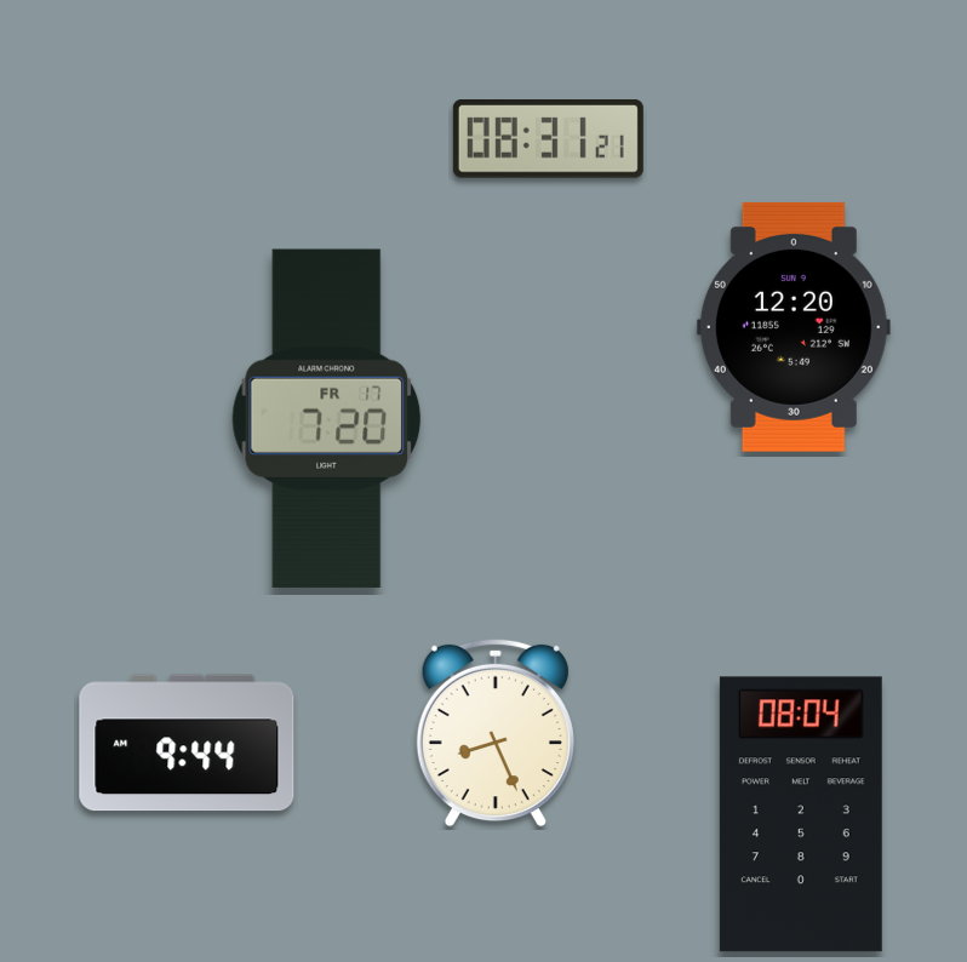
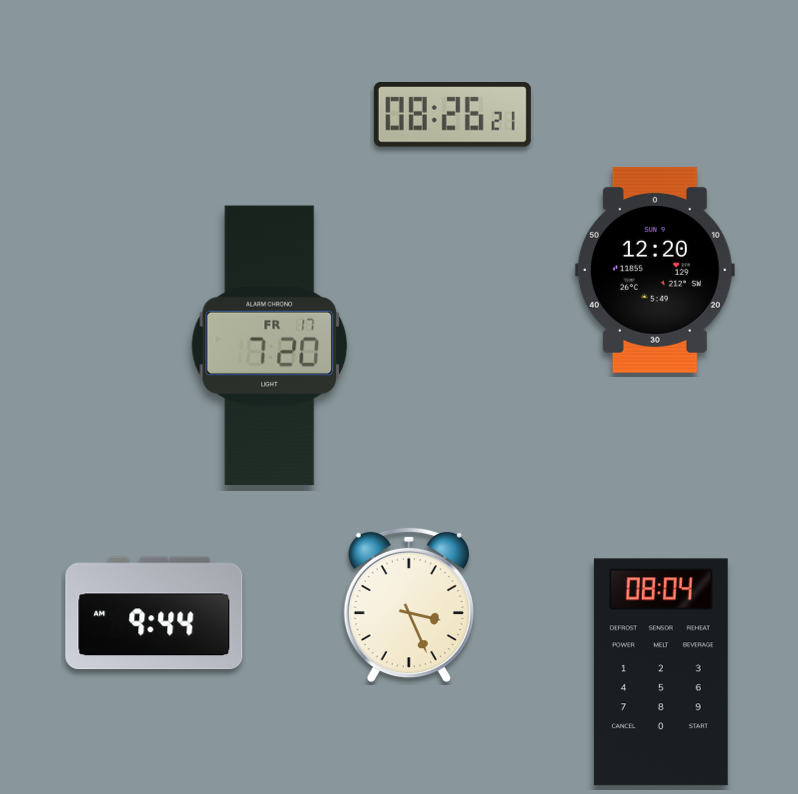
clock at (548, 139): 08:31 -> 08:26
clock at (496, 733): 8:26 -> 3:26
